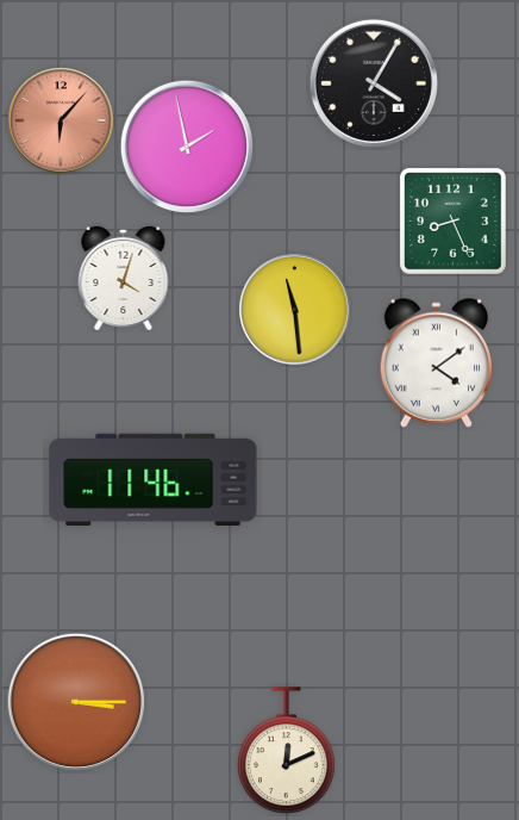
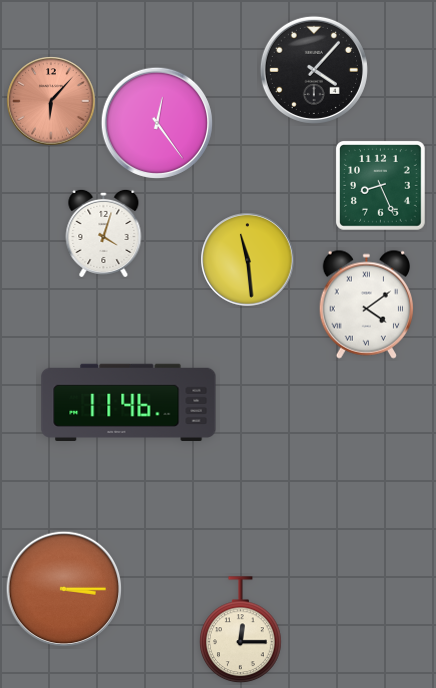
clock at (374, 83): 4:05 -> 4:07
clock at (186, 145): 1:58 -> 12:24
clock at (287, 751): 12:11 -> 12:15
